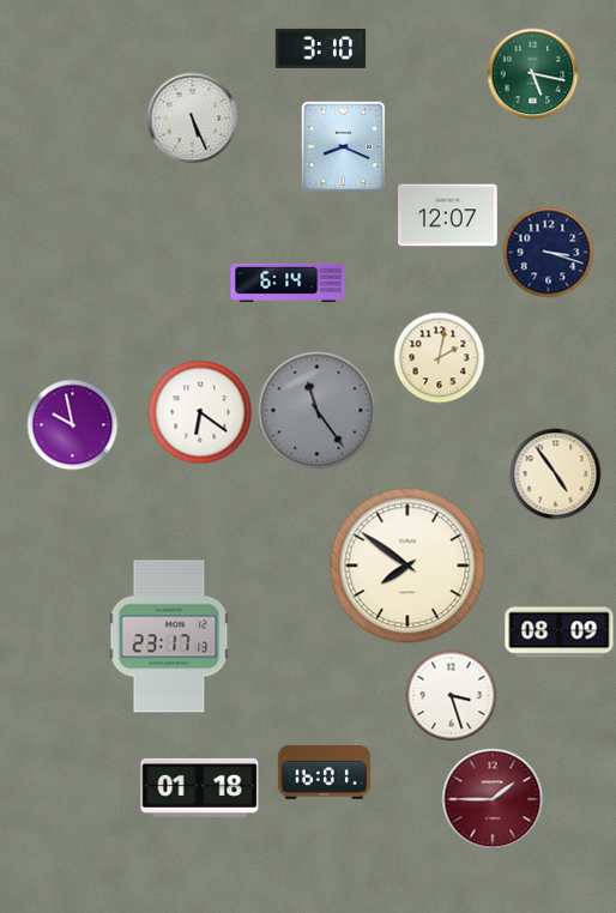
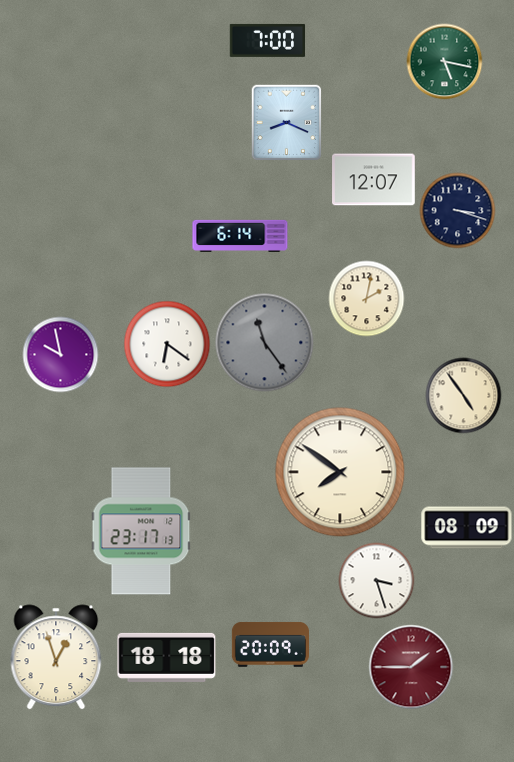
clock at (321, 48): 3:10 -> 7:00
clock at (193, 119): 5:26 -> none
clock at (324, 772): 16:01 -> 20:09
clock at (56, 657): none -> 12:57
clock at (200, 787): 01:18 -> 18:18
